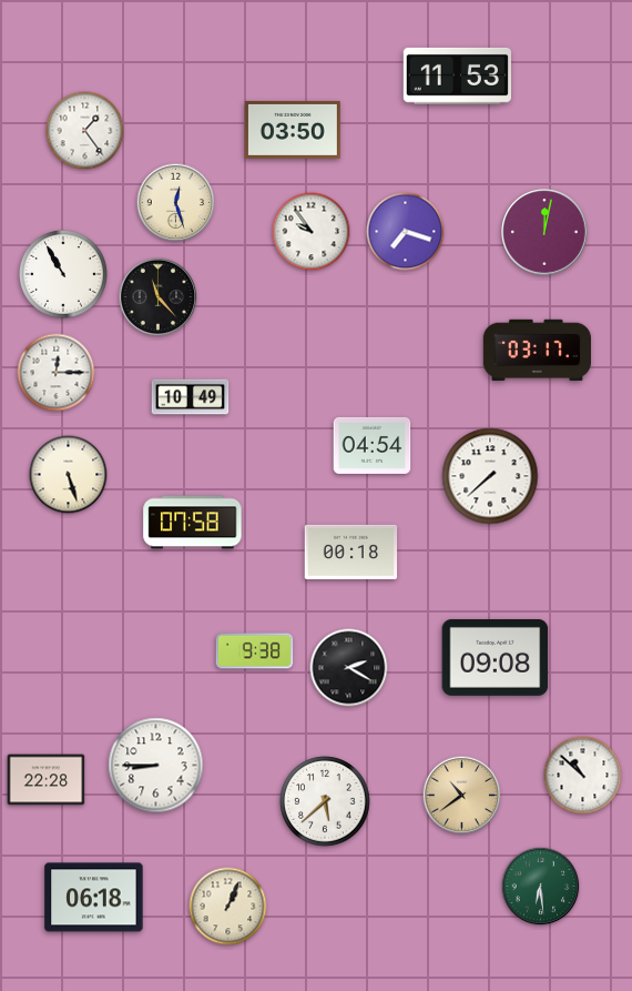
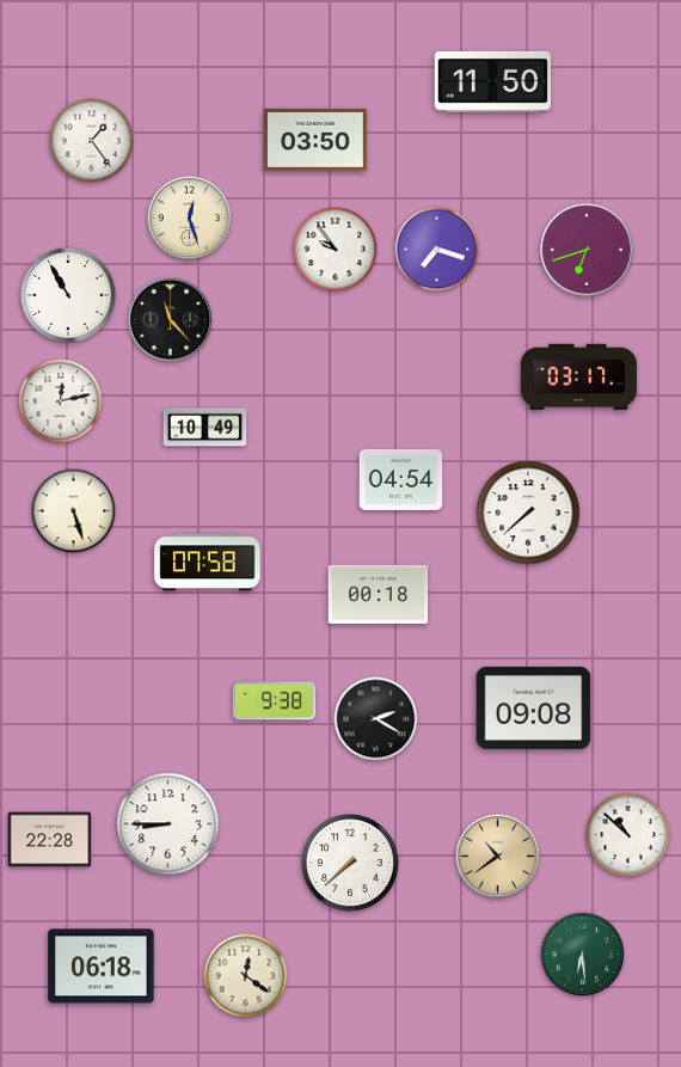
clock at (457, 75): 11:53 -> 11:50
clock at (544, 232): 12:02 -> 6:42
clock at (57, 373): 12:15 -> 12:13
clock at (325, 801): 5:38 -> 7:38
clock at (228, 907): 1:04 -> 12:21
